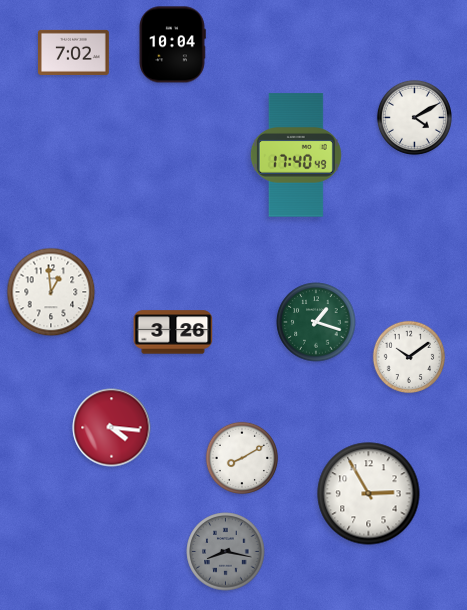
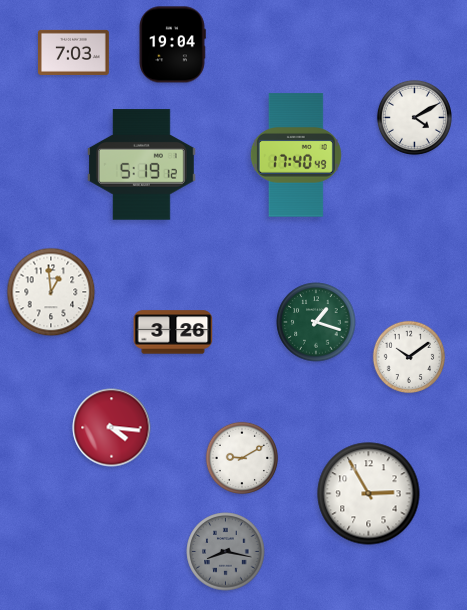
clock at (172, 45): 10:04 -> 19:04
clock at (74, 52): 7:02 -> 7:03
clock at (141, 165): none -> 5:19
clock at (242, 458): 8:10 -> 9:10
